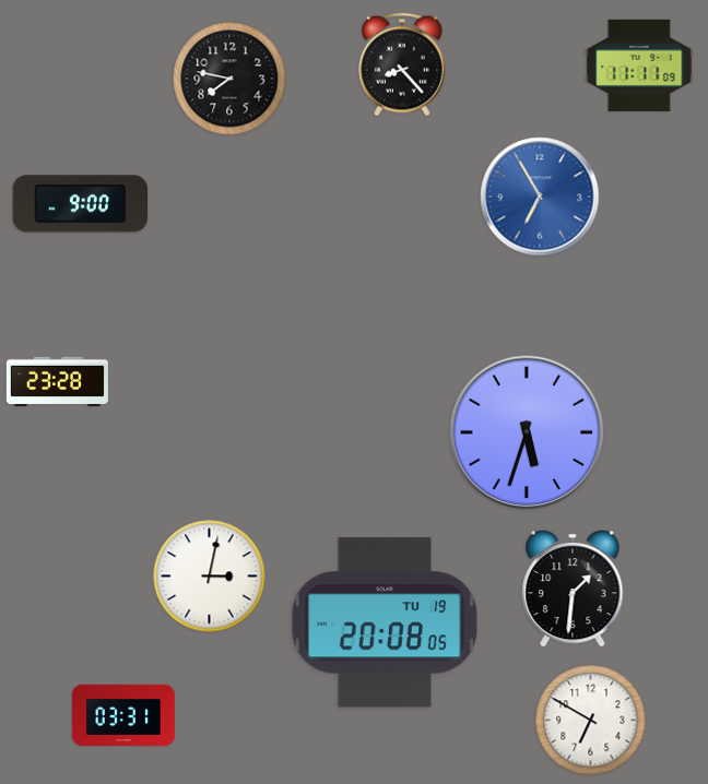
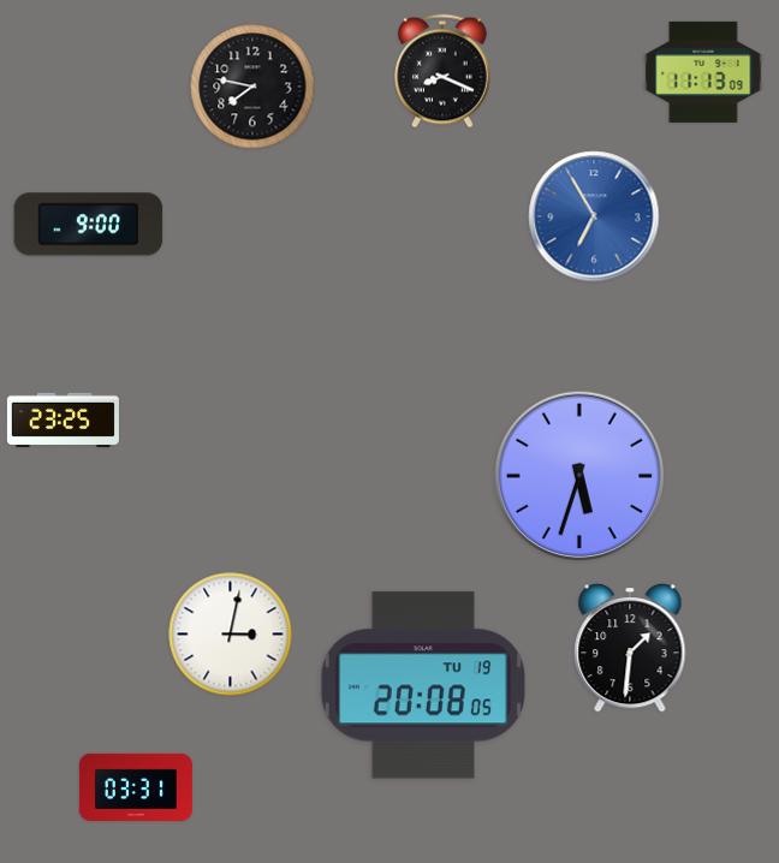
clock at (403, 64): 8:23 -> 8:19
clock at (639, 66): 11:11 -> 11:13
clock at (57, 381): 23:28 -> 23:25
clock at (591, 721): 6:50 -> none
